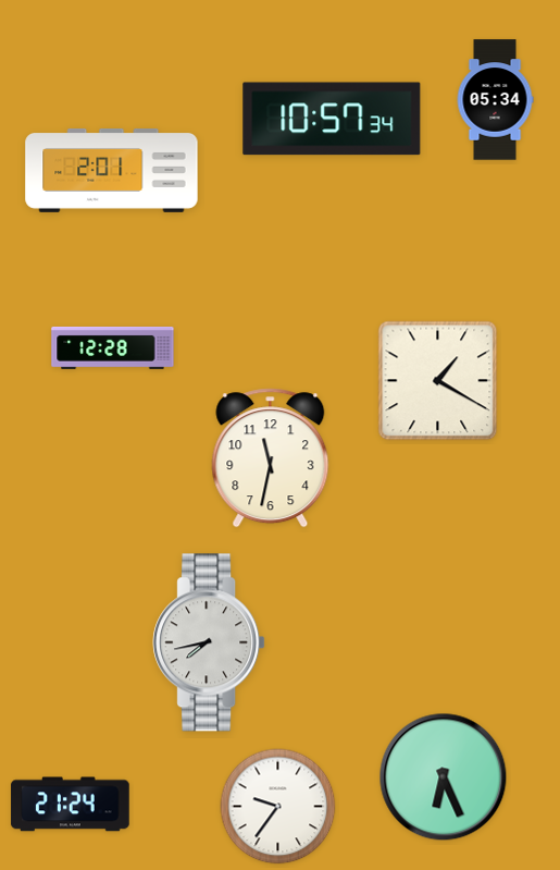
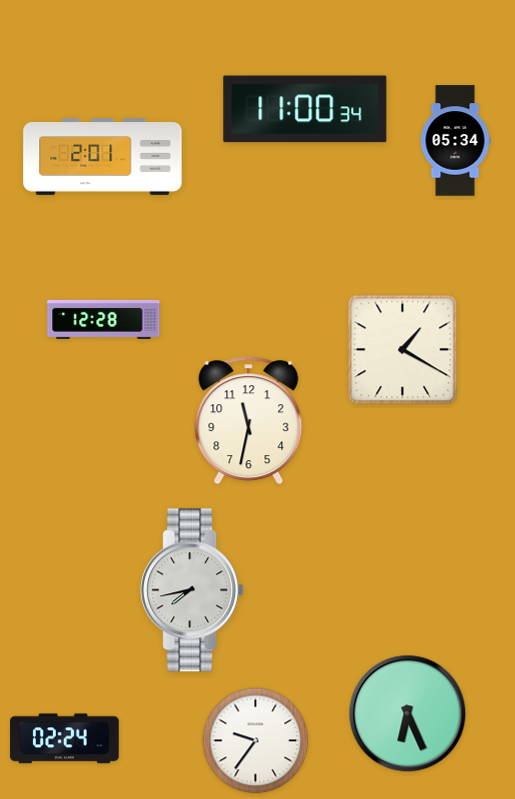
clock at (495, 100) position: (495, 100) -> (455, 141)
clock at (332, 119): 10:57 -> 11:00
clock at (71, 805): 21:24 -> 02:24
